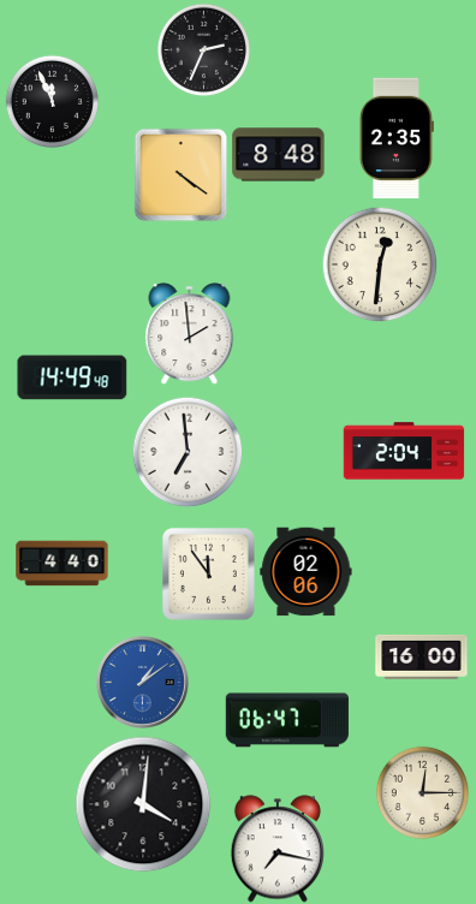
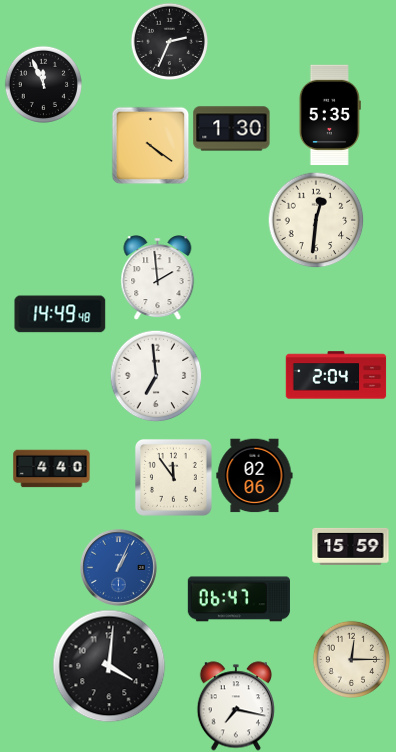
clock at (397, 138): 2:35 -> 5:35
clock at (279, 155): 8:48 -> 1:30
clock at (422, 656): 16:00 -> 15:59
clock at (143, 683): 1:09 -> 1:04
clock at (143, 804) position: (143, 804) -> (109, 666)
clock at (278, 849) position: (278, 849) -> (236, 706)
